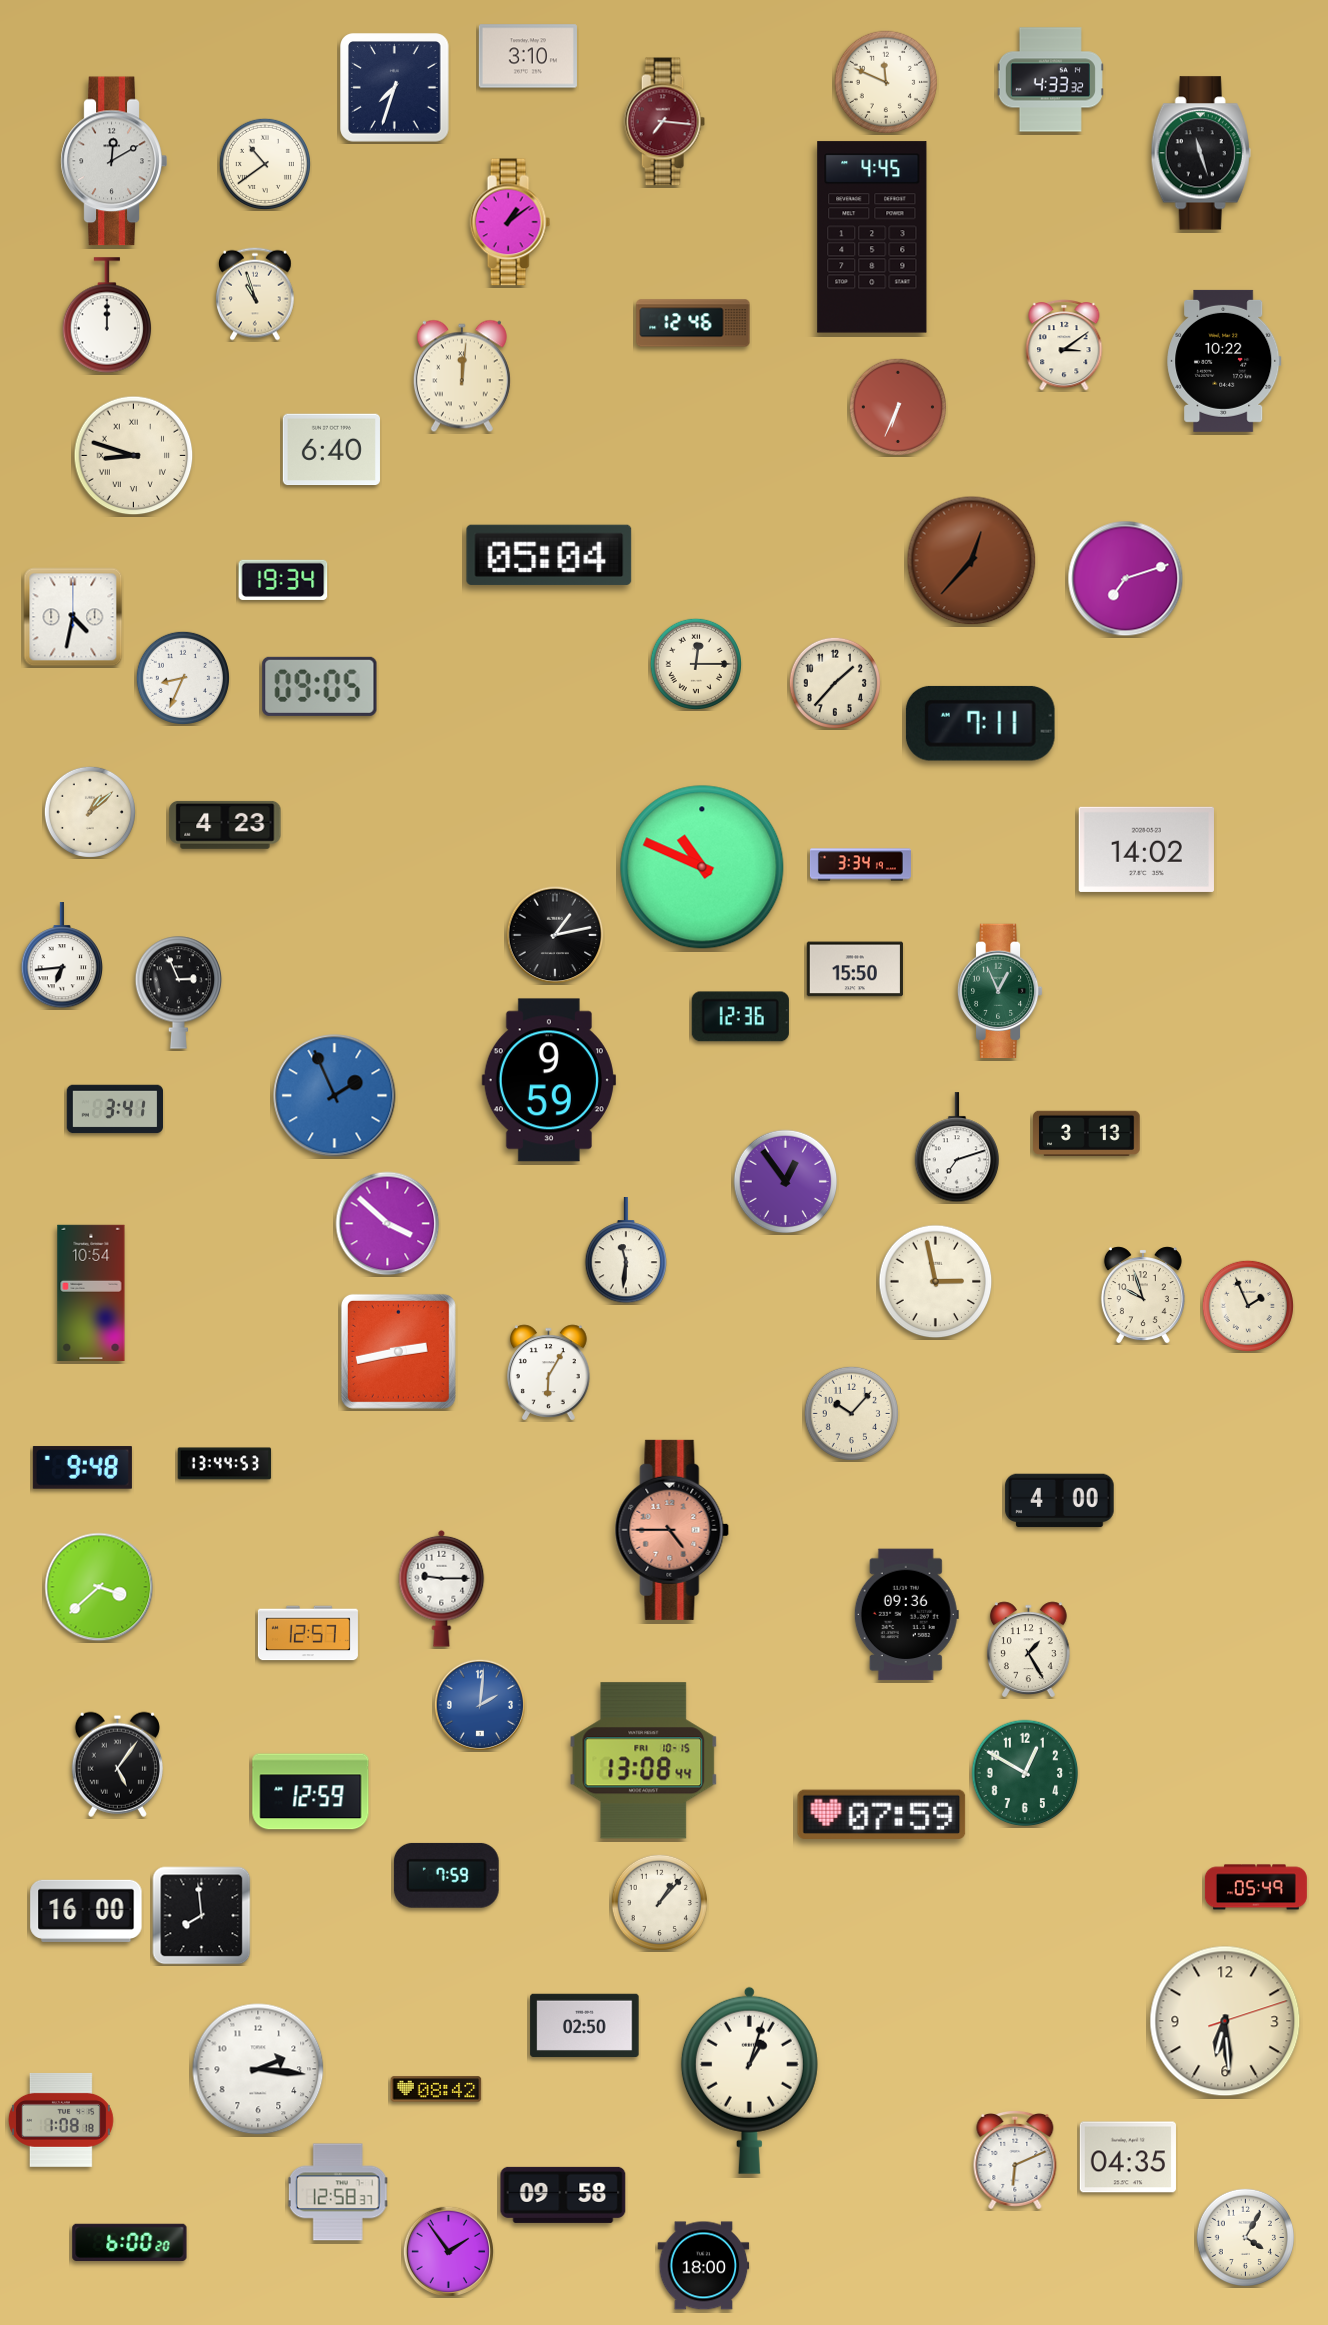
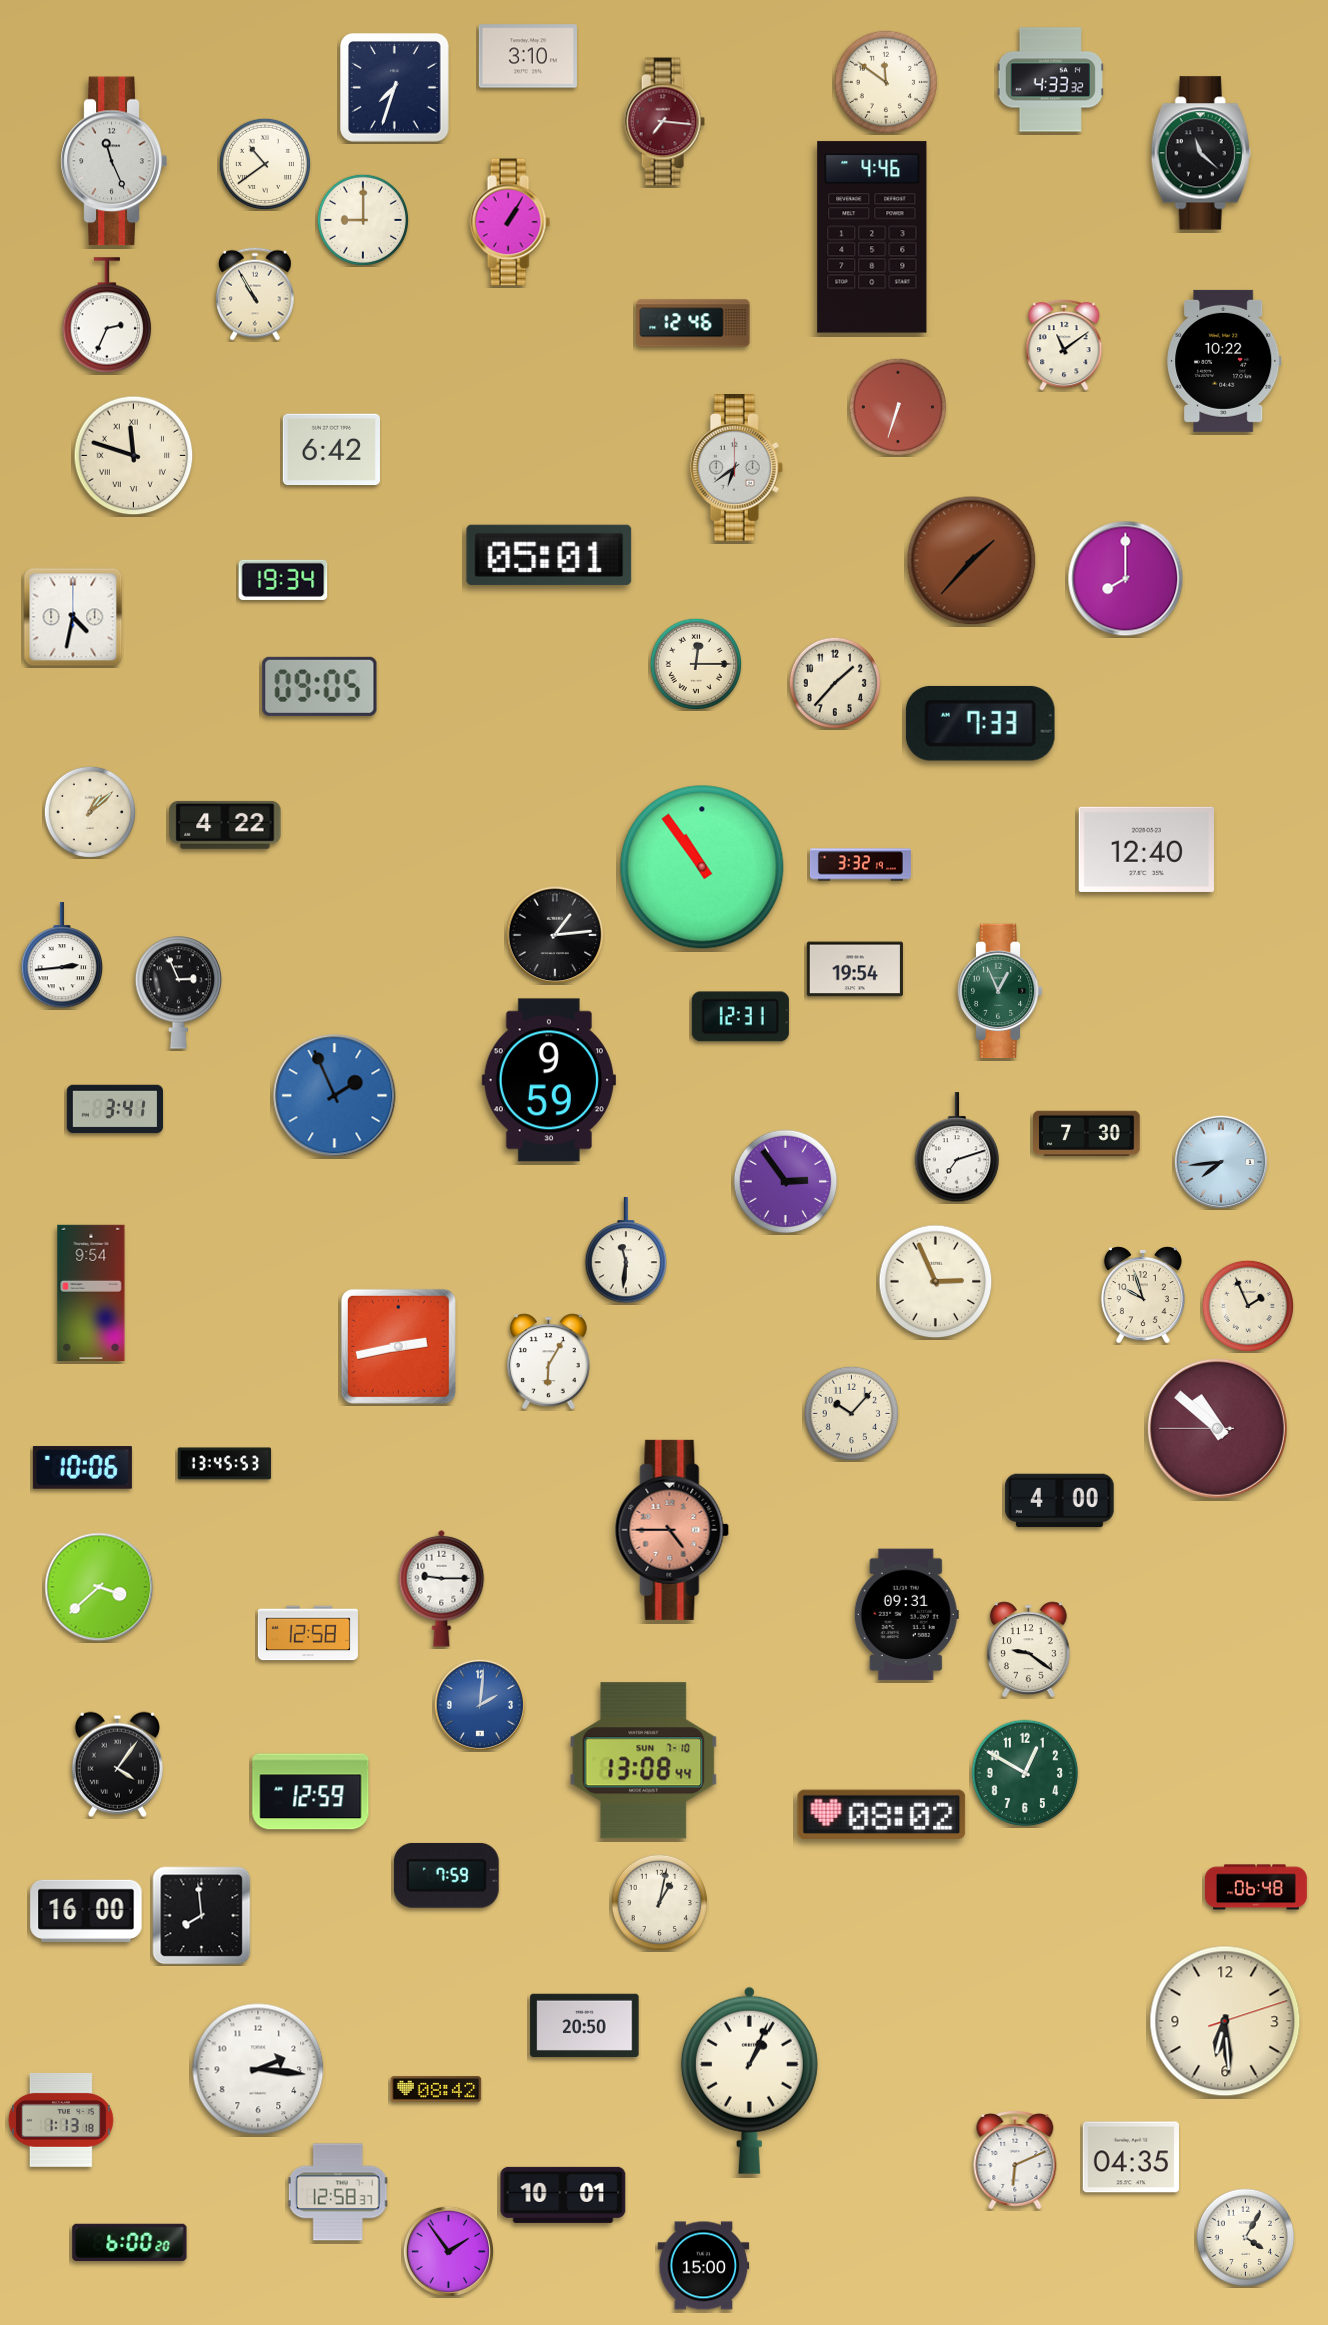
clock at (886, 82): 11:49 -> 11:51
clock at (1201, 153): 11:27 -> 11:22
clock at (114, 161): 12:10 -> 11:26
clock at (363, 220): none -> 9:00
clock at (510, 222): 1:09 -> 1:05
clock at (872, 237): 4:45 -> 4:46
clock at (256, 294): 10:57 -> 10:55
clock at (107, 315): 12:00 -> 2:34
clock at (1064, 345): 3:09 -> 11:09
clock at (462, 376): 12:01 -> none
clock at (897, 406): 6:34 -> 6:33
clock at (331, 450): 6:40 -> 6:42
clock at (134, 456): 8:48 -> 11:48
clock at (736, 468): none -> 6:39
clock at (549, 555): 05:04 -> 05:01
clock at (972, 561): 12:37 -> 1:37
clock at (1126, 579): 7:12 -> 8:00
clock at (183, 678): 8:34 -> none
clock at (980, 723): 7:11 -> 7:33
clock at (225, 825): 4:23 -> 4:22
clock at (1146, 849): 14:02 -> 12:40
clock at (860, 865): 3:34 -> 3:32
clock at (702, 867): 10:49 -> 10:54
clock at (555, 935): 1:13 -> 1:14
clock at (61, 956): 6:44 -> 2:44
clock at (855, 969): 15:50 -> 19:54
clock at (740, 1017): 12:36 -> 12:31
clock at (1087, 1133): 3:13 -> 7:30
clock at (1220, 1161): none -> 7:44
clock at (786, 1182): 12:54 -> 2:54
clock at (388, 1224): 3:52 -> none
clock at (936, 1282): 2:58 -> 2:56
clock at (91, 1292): 10:54 -> 9:54
clock at (398, 1351) position: (398, 1351) -> (398, 1346)
clock at (548, 1372) position: (548, 1372) -> (548, 1361)
clock at (1217, 1428): none -> 10:51
clock at (225, 1464): 13:44 -> 13:45
clock at (82, 1468): 9:48 -> 10:06
clock at (906, 1615): 09:36 -> 09:31
clock at (308, 1633): 12:57 -> 12:58
clock at (1028, 1649): 1:25 -> 9:21
clock at (644, 1761) date: FRI 10-15 -> SUN 7-10
clock at (117, 1764): 5:06 -> 4:06
clock at (882, 1815): 07:59 -> 08:02
clock at (1256, 1887): 05:49 -> 06:48
clock at (659, 1902): 1:07 -> 1:02
clock at (585, 2026): 02:50 -> 20:50
clock at (749, 2080): 1:03 -> 1:04
clock at (61, 2120): 1:08 -> 1:13
clock at (1128, 2157) position: (1128, 2157) -> (1131, 2157)
clock at (563, 2195): 09:58 -> 10:01
clock at (704, 2266): 18:00 -> 15:00
